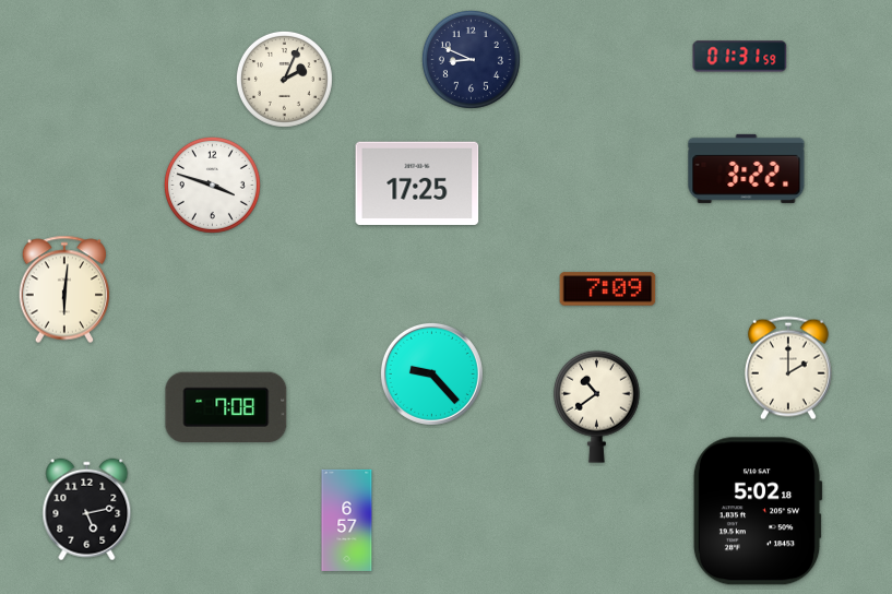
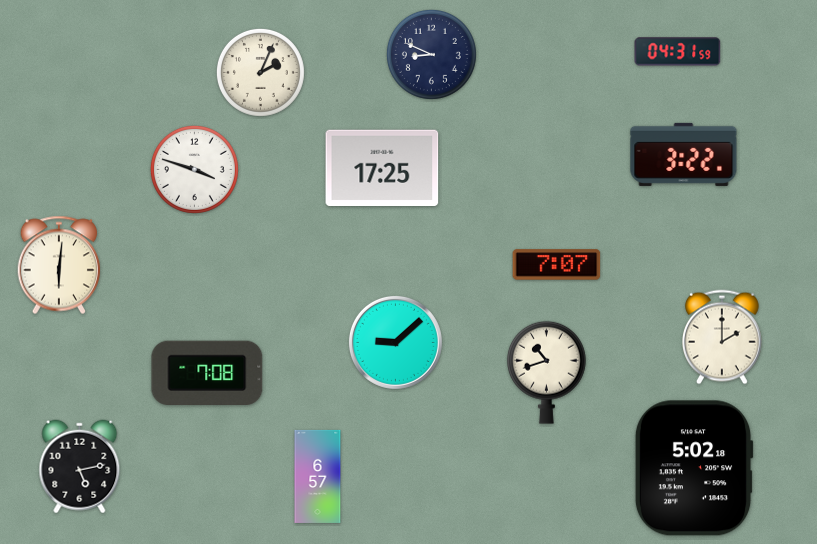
clock at (740, 57): 01:31 -> 04:31
clock at (608, 289): 7:09 -> 7:07
clock at (431, 373): 9:23 -> 9:08
clock at (597, 406): 10:39 -> 10:42
